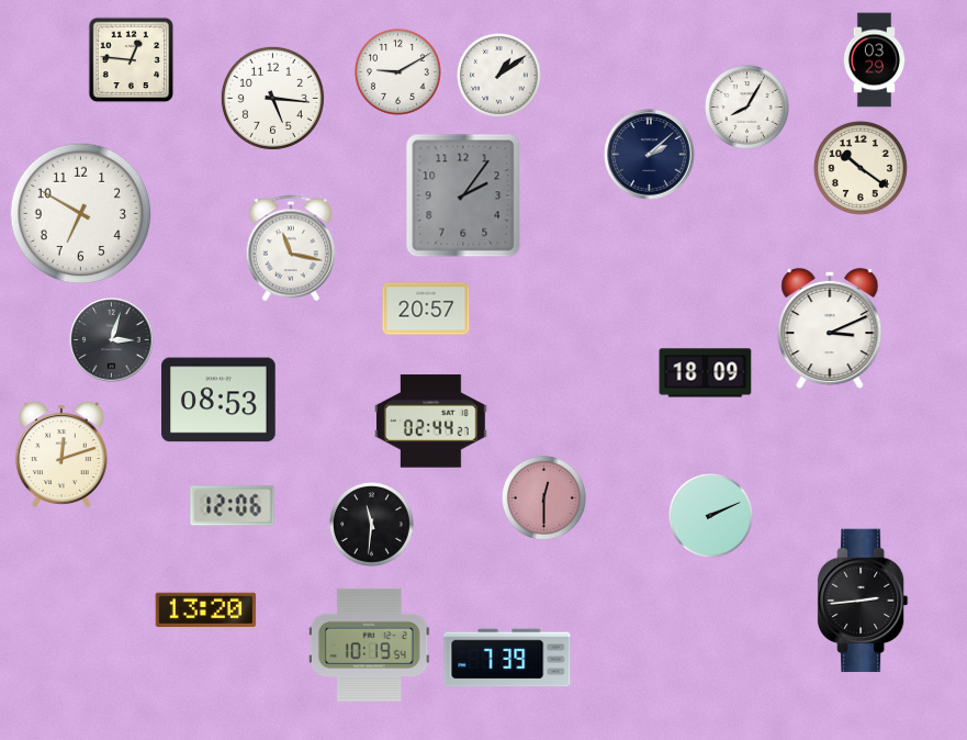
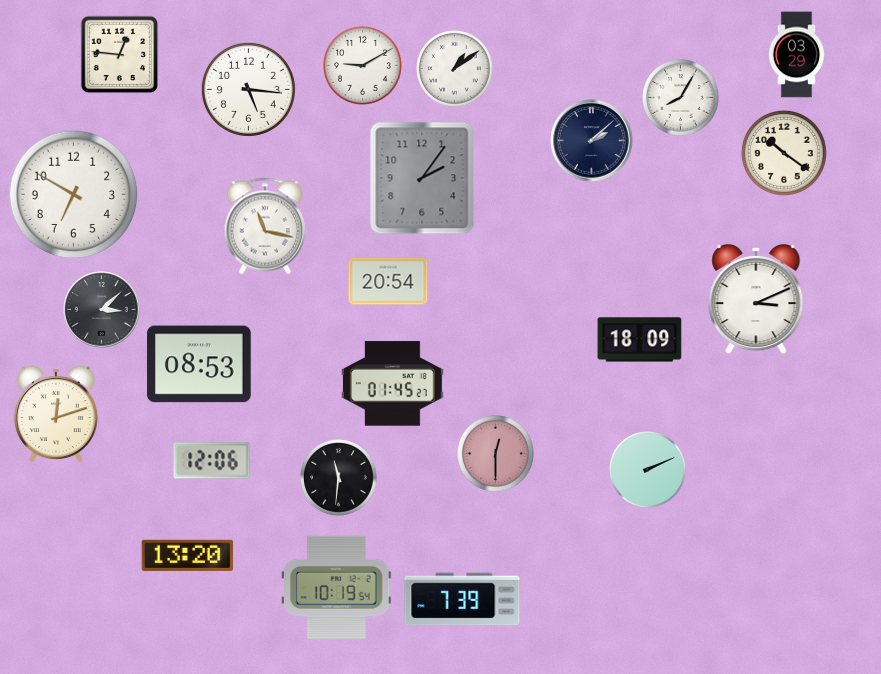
clock at (426, 309): 20:57 -> 20:54
clock at (112, 340): 3:03 -> 3:08
clock at (706, 373) position: (706, 373) -> (640, 340)
clock at (431, 422): 02:44 -> 01:45
clock at (863, 601): 2:44 -> none
